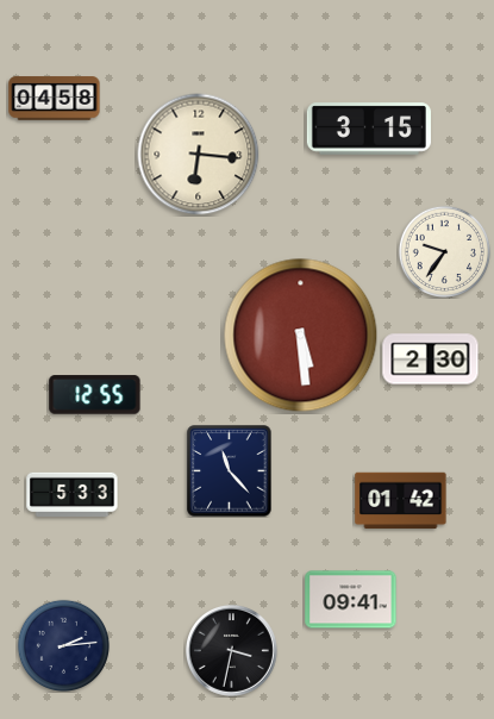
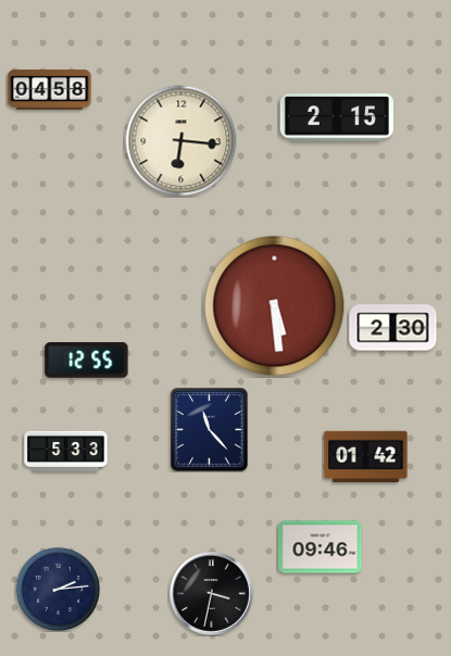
clock at (369, 129): 3:15 -> 2:15
clock at (444, 251): 9:36 -> none
clock at (351, 600): 09:41 -> 09:46
